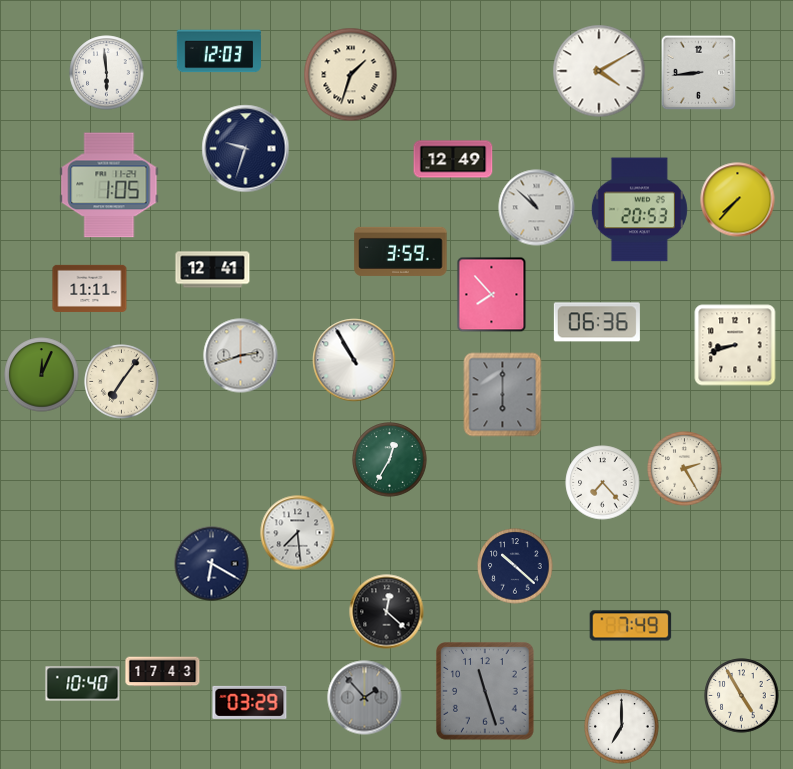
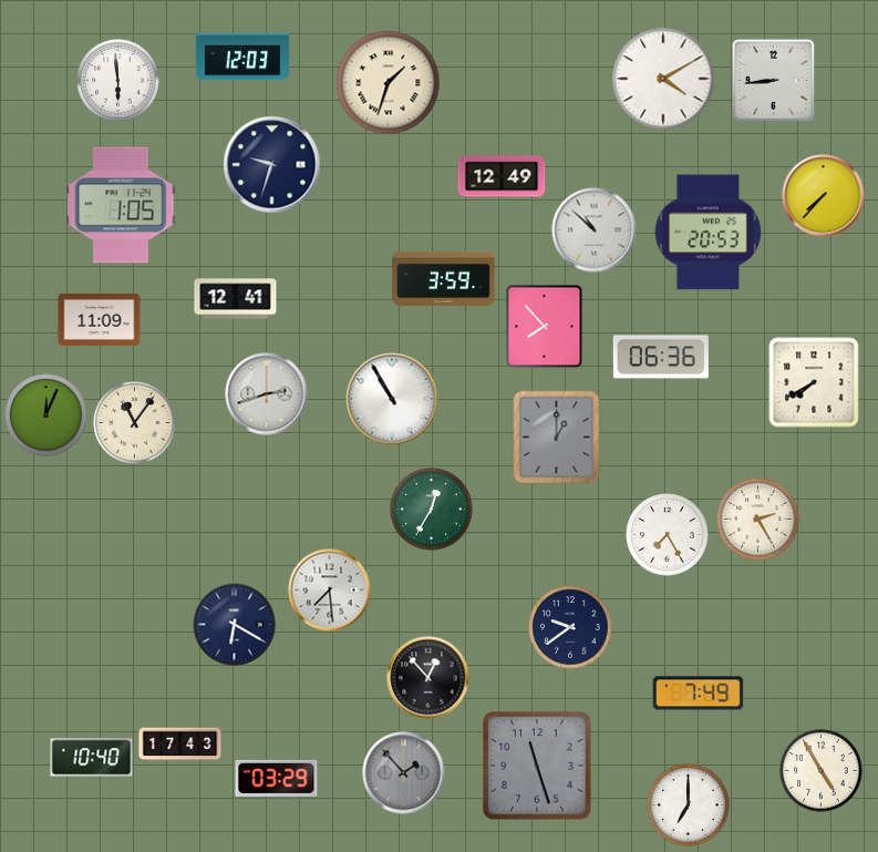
clock at (738, 200) position: (738, 200) -> (824, 196)
clock at (90, 288): 11:11 -> 11:09
clock at (735, 345): 8:42 -> 7:40
clock at (122, 382): 7:06 -> 11:06
clock at (503, 395): 6:00 -> 1:00
clock at (603, 483): 7:23 -> 7:25
clock at (515, 566): 10:22 -> 9:39
clock at (387, 612): 12:22 -> 12:53
